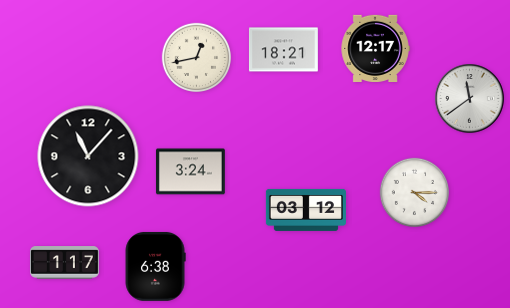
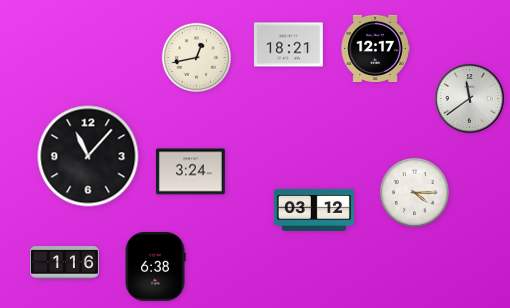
clock at (283, 50) position: (283, 50) -> (288, 45)
clock at (306, 210) position: (306, 210) -> (314, 210)
clock at (65, 263): 1:17 -> 1:16
